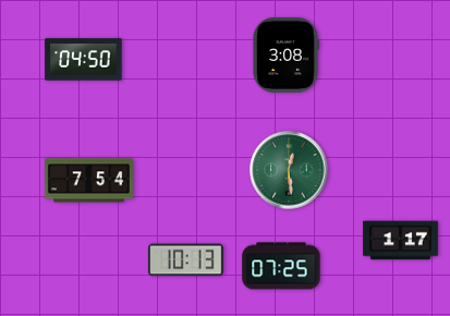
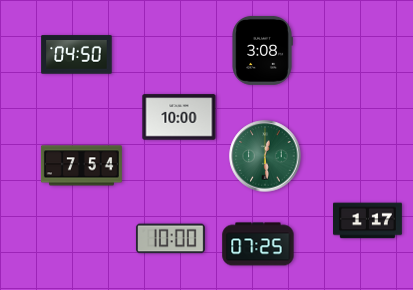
clock at (179, 117): none -> 10:00
clock at (185, 260): 10:13 -> 10:00
